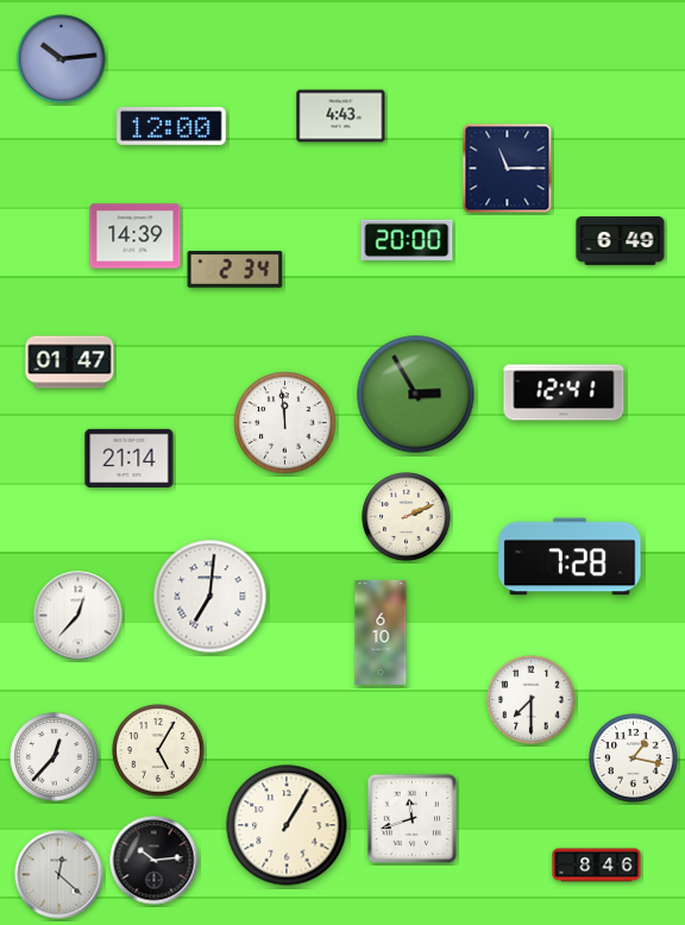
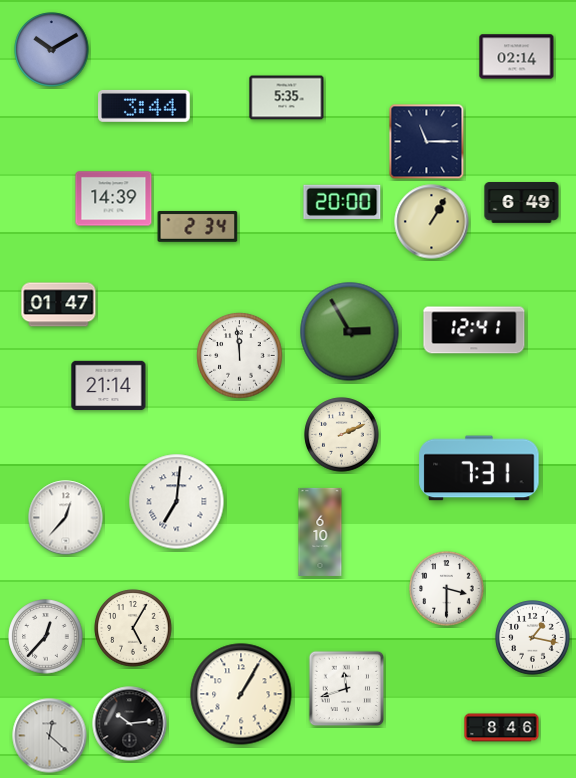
clock at (62, 59): 10:14 -> 10:10
clock at (517, 57): none -> 02:14
clock at (341, 117): 4:43 -> 5:35
clock at (171, 126): 12:00 -> 3:44
clock at (432, 222): none -> 1:05
clock at (570, 556): 7:28 -> 7:31
clock at (532, 700): 7:30 -> 3:30
clock at (158, 750) position: (158, 750) -> (133, 628)
